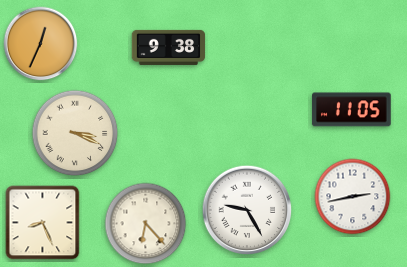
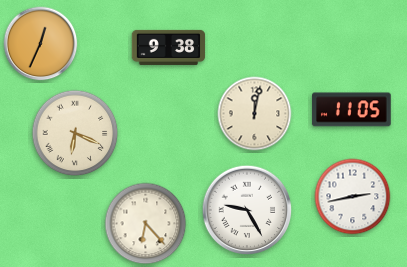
clock at (255, 114): none -> 12:02
clock at (75, 133): 3:19 -> 6:19
clock at (43, 223): 8:26 -> none
